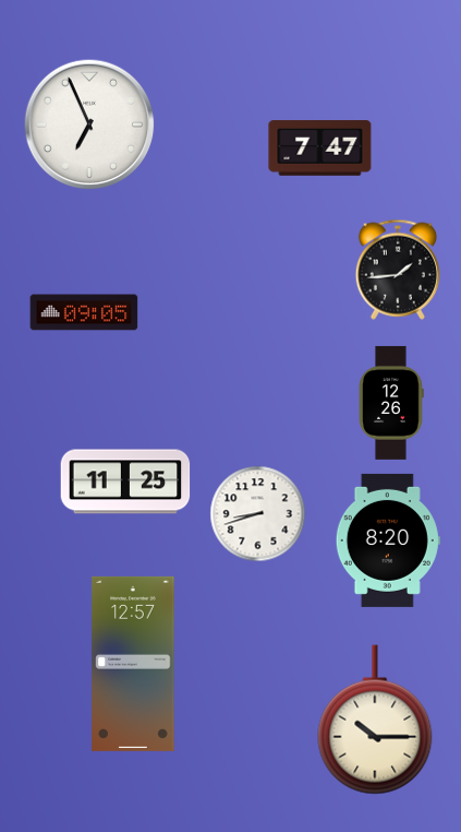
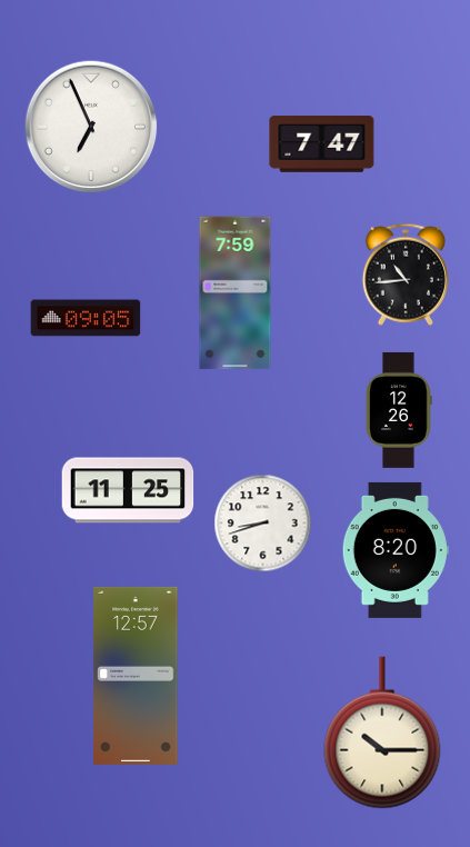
clock at (320, 148) position: (320, 148) -> (322, 145)
clock at (398, 270): 1:44 -> 10:44
clock at (236, 293): none -> 7:59
